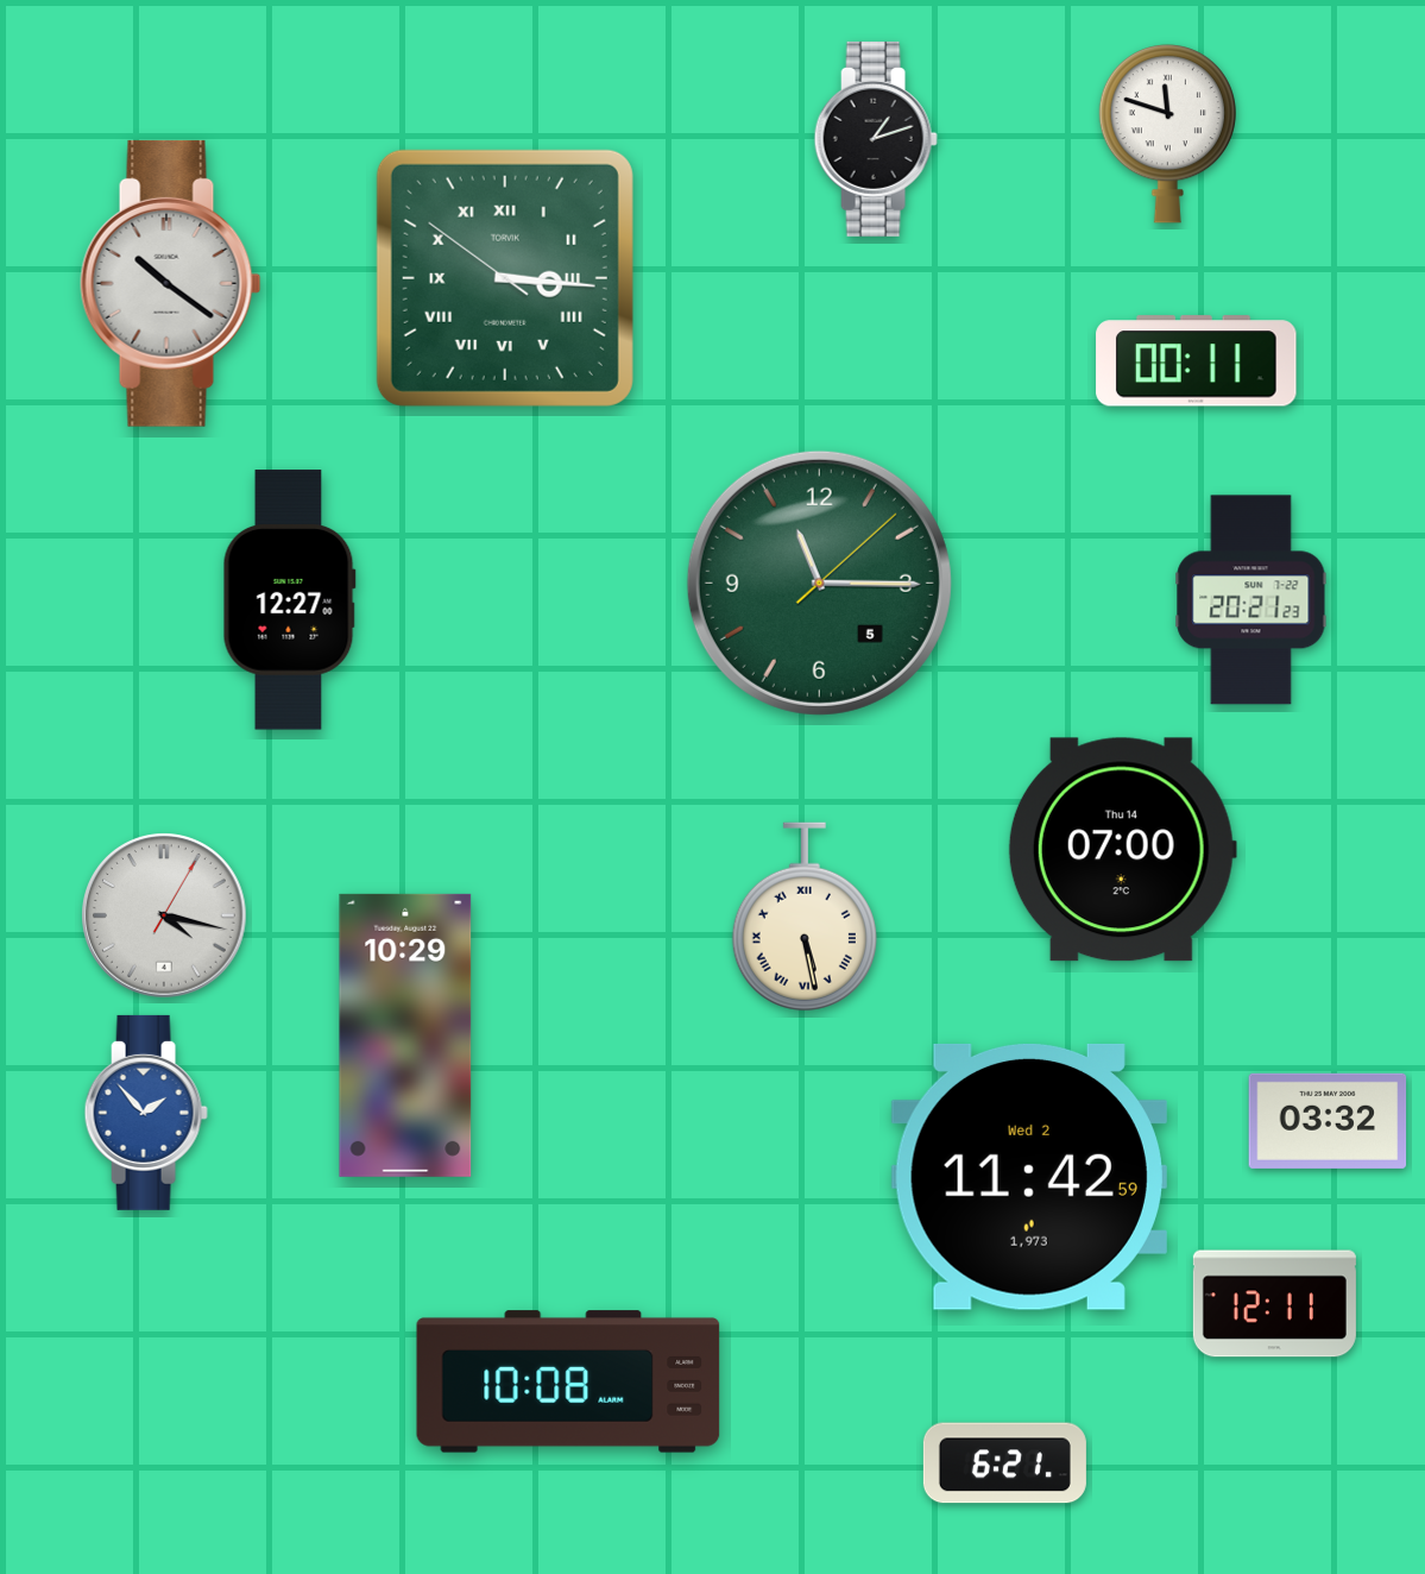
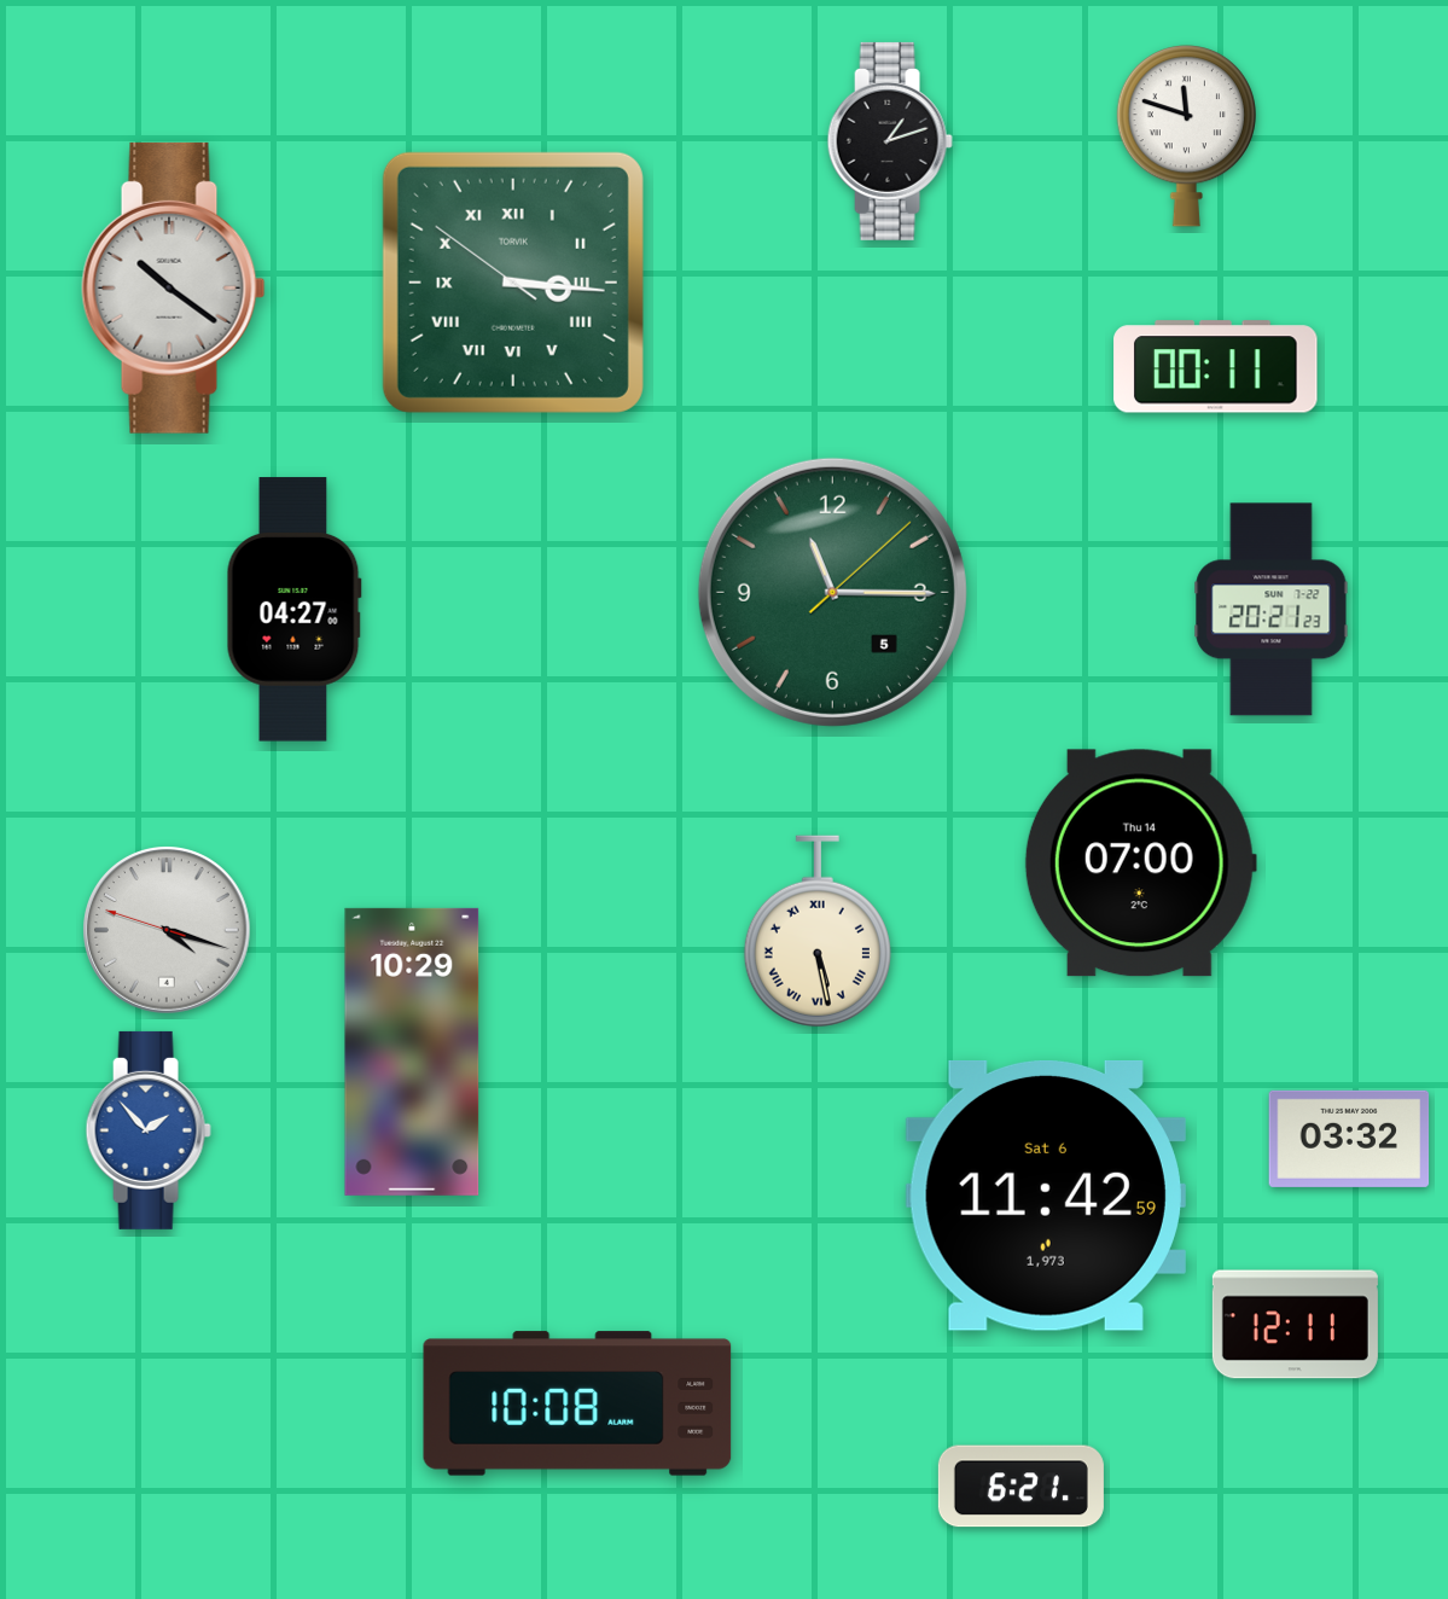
clock at (289, 600): 12:27 -> 04:27
clock at (164, 915): 4:17:05 -> 4:17:48
clock at (1029, 1177) date: Wed 2 -> Sat 6
